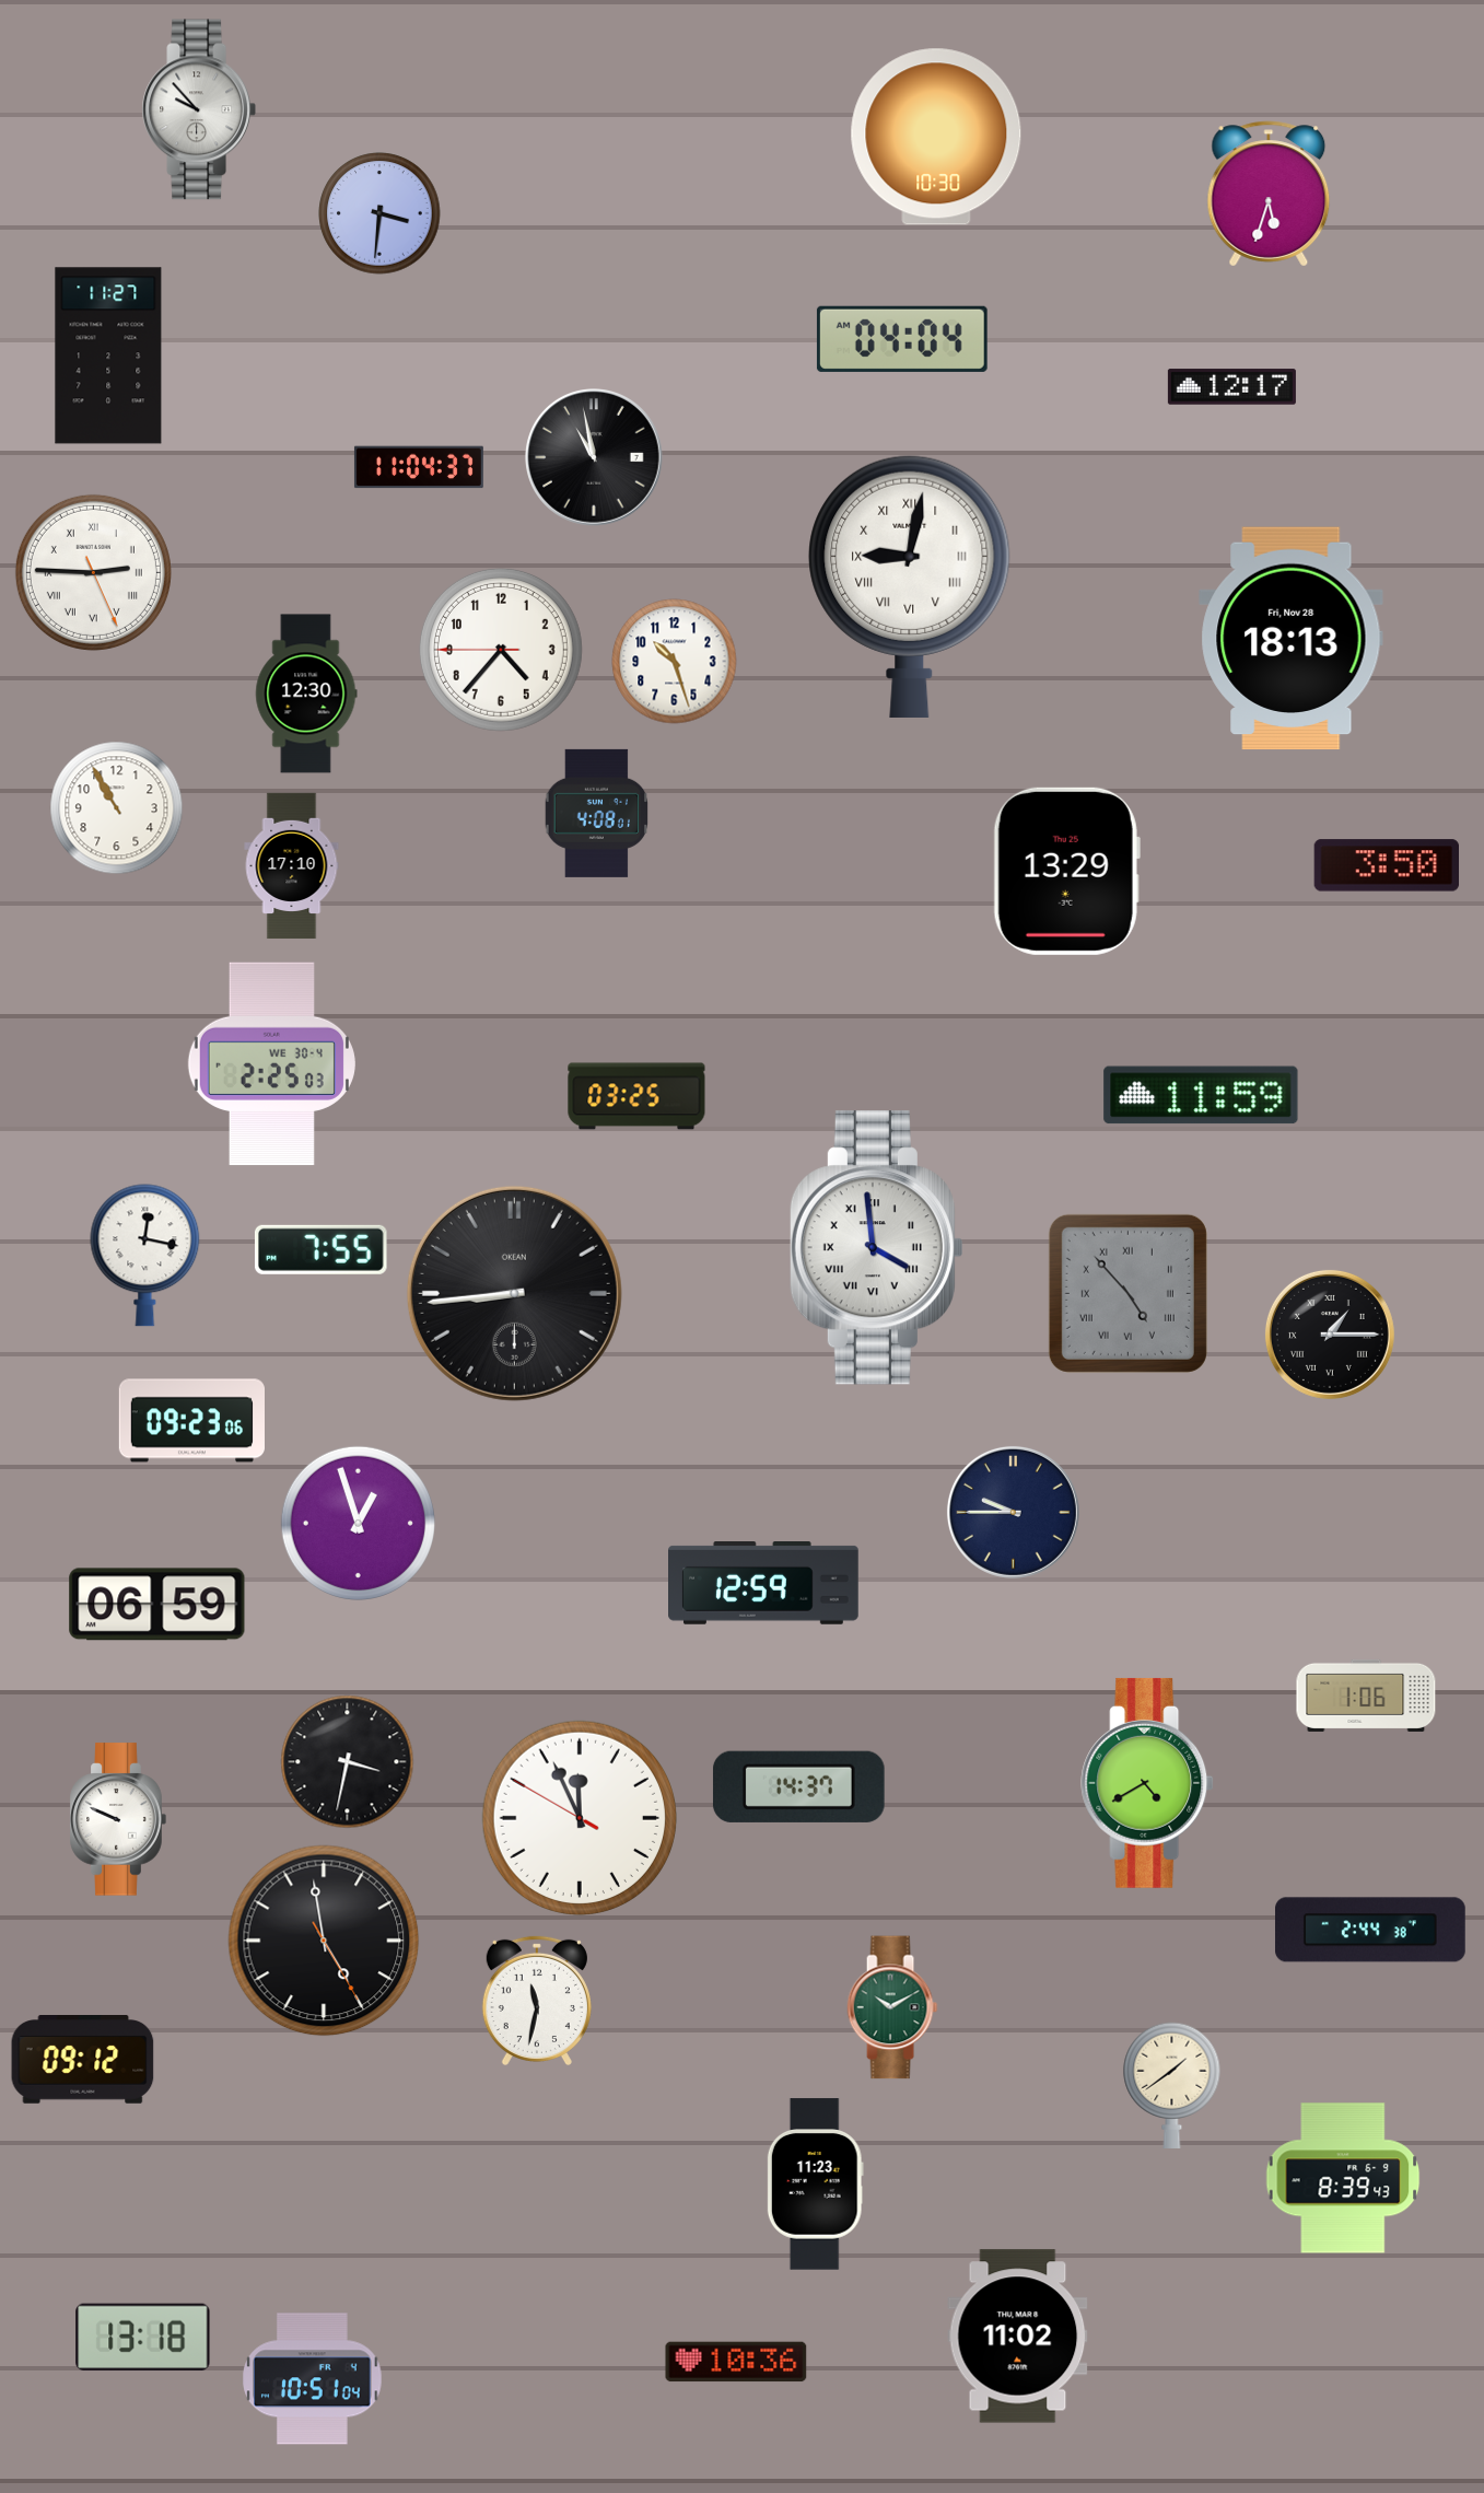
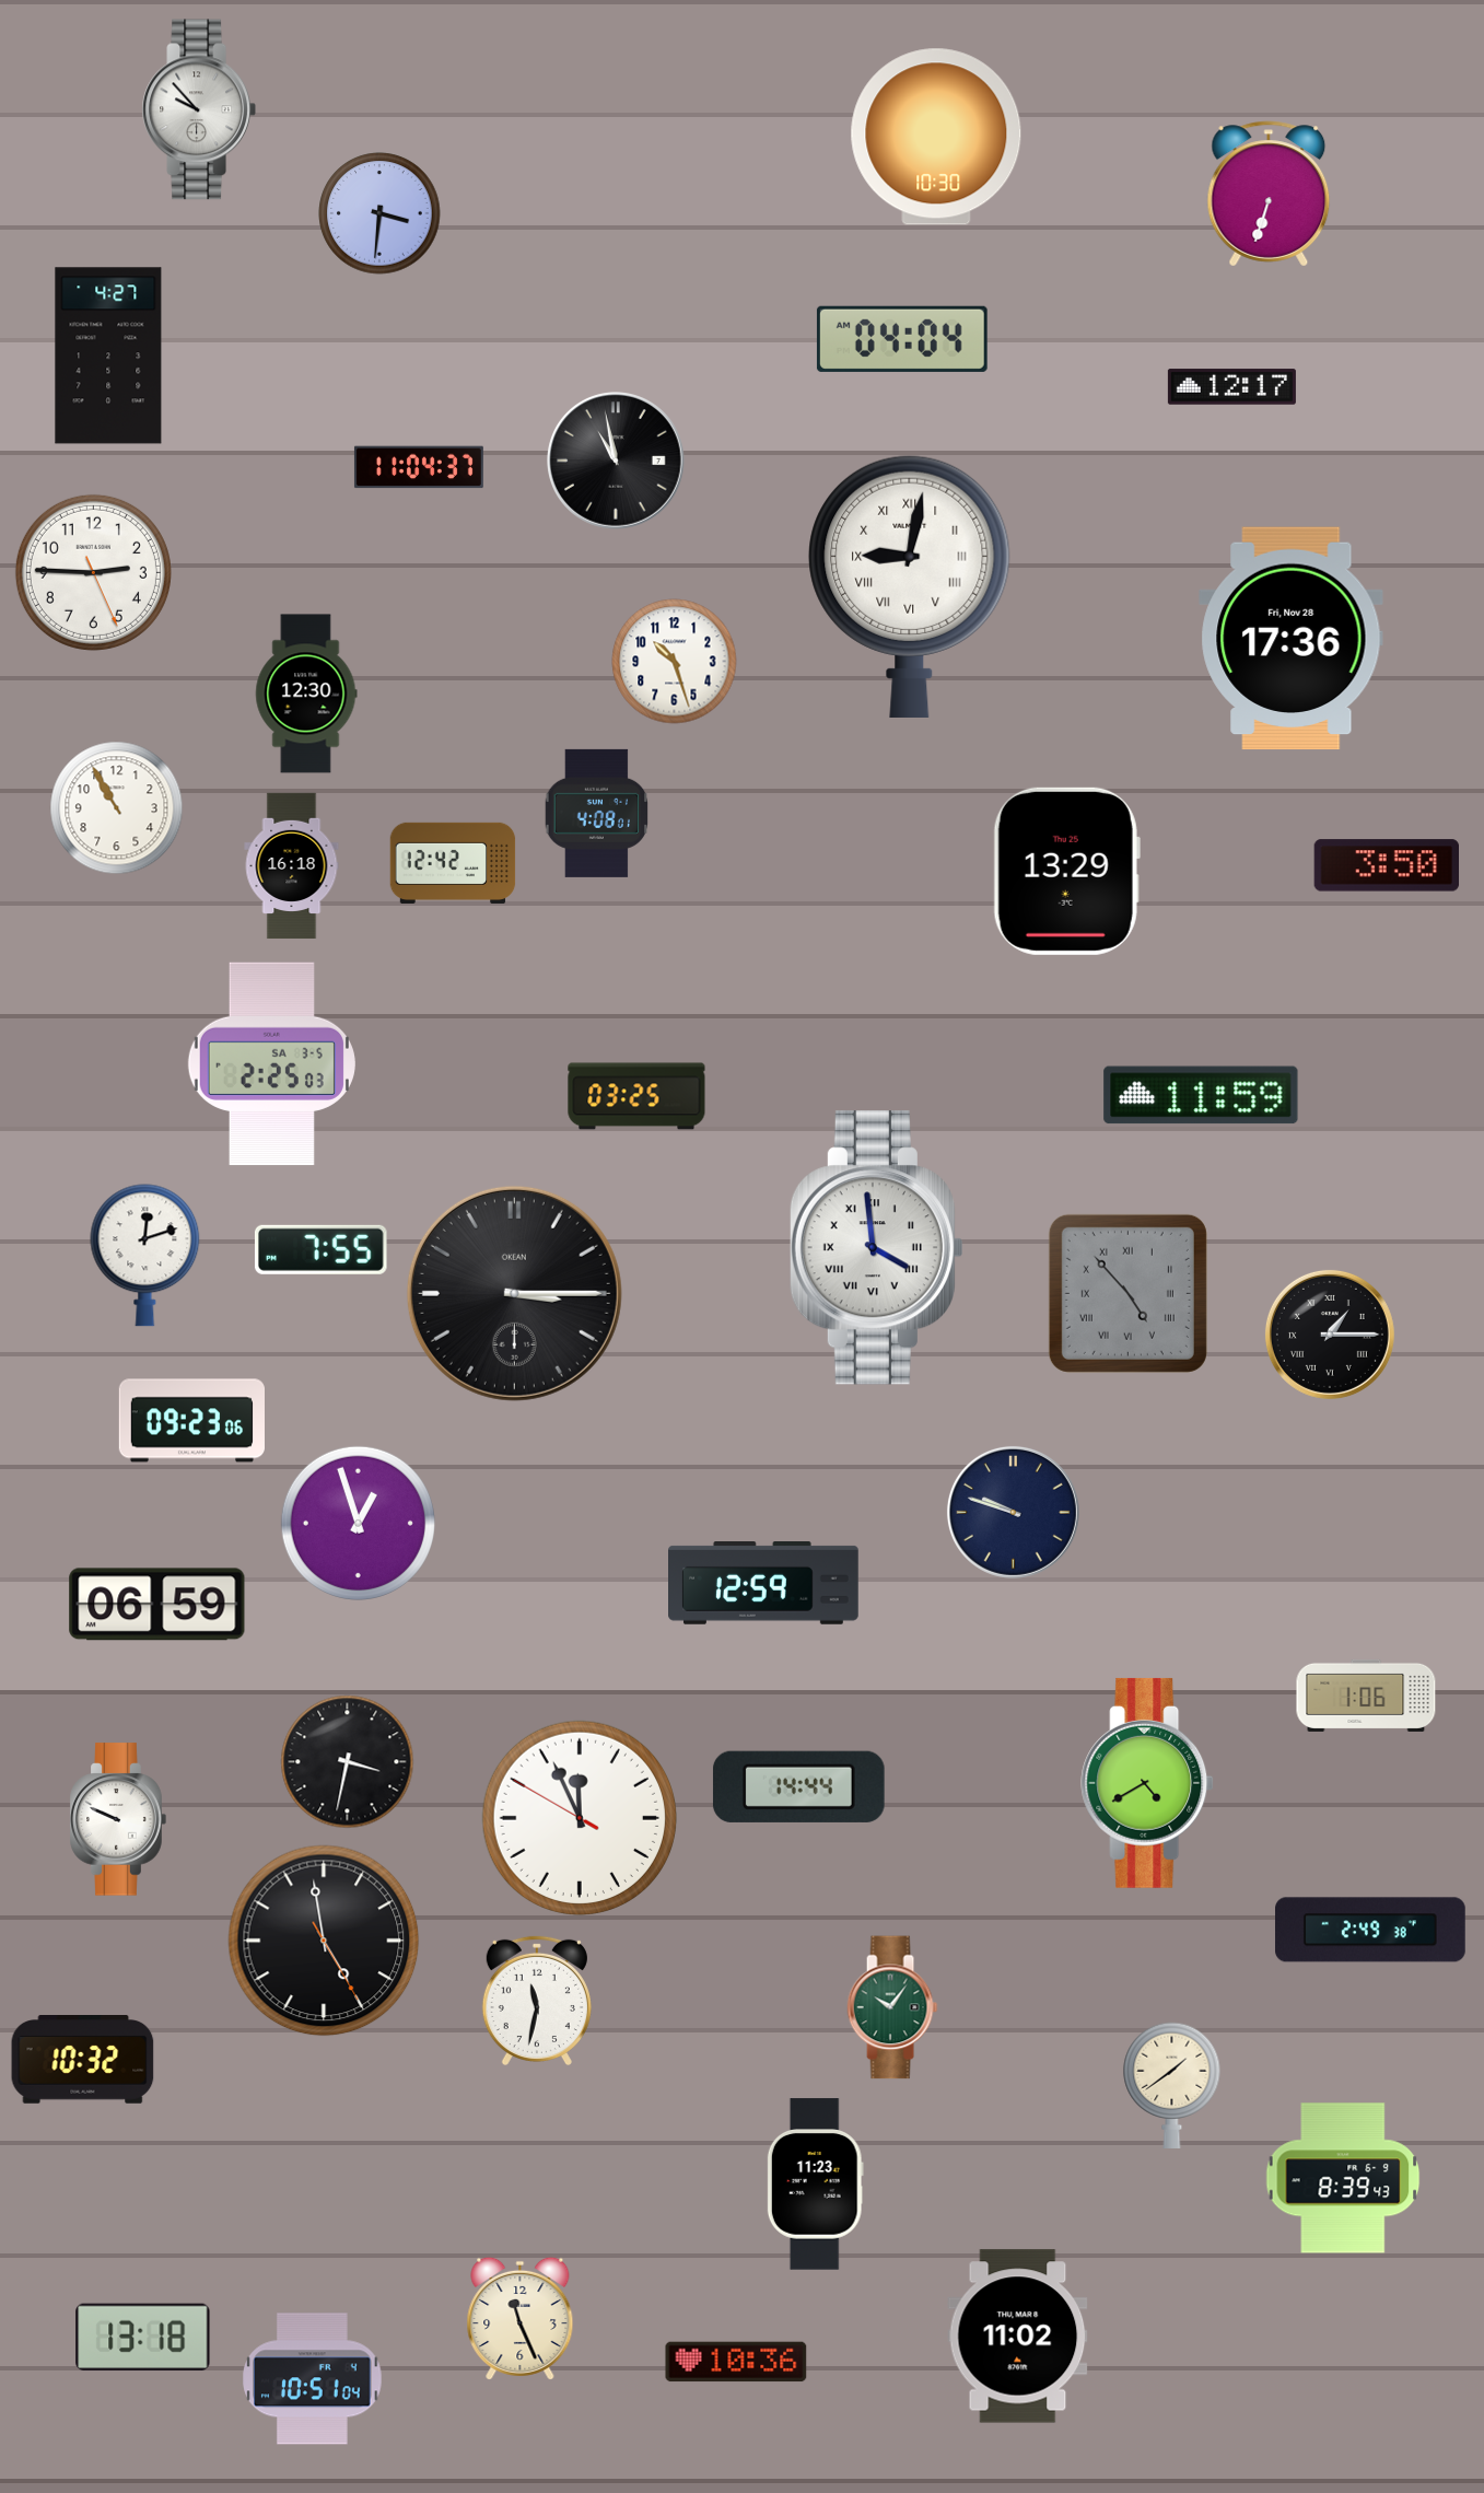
clock at (1269, 194): 5:33 -> 6:33
clock at (108, 356): 11:27 -> 4:27
clock at (595, 458) position: (595, 458) -> (617, 462)
clock at (93, 572) numerals: Roman -> Arabic
clock at (1292, 639): 18:13 -> 17:36
clock at (501, 650): 4:36 -> none
clock at (453, 863): none -> 12:42
clock at (292, 866): 17:10 -> 16:18
clock at (271, 1064) date: WE 30-4 -> SA 3-5
clock at (145, 1256): 12:17 -> 12:12
clock at (514, 1293): 8:44 -> 3:15
clock at (1013, 1512): 9:45 -> 9:48
clock at (798, 1786): 14:37 -> 14:44
clock at (1371, 1930): 2:44 -> 2:49
clock at (892, 2007): 10:10 -> 10:06
clock at (83, 2060): 09:12 -> 10:32
clock at (521, 2318): none -> 11:26
